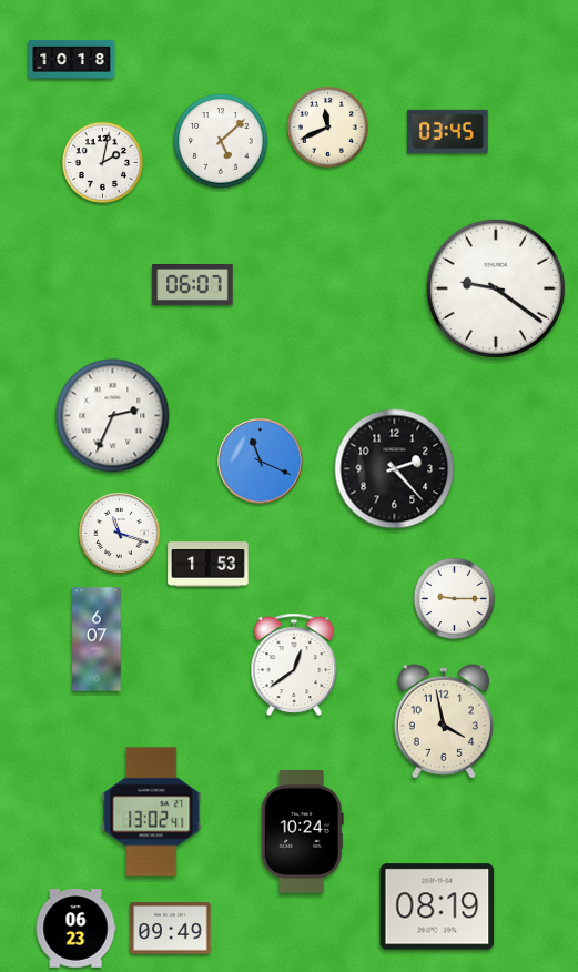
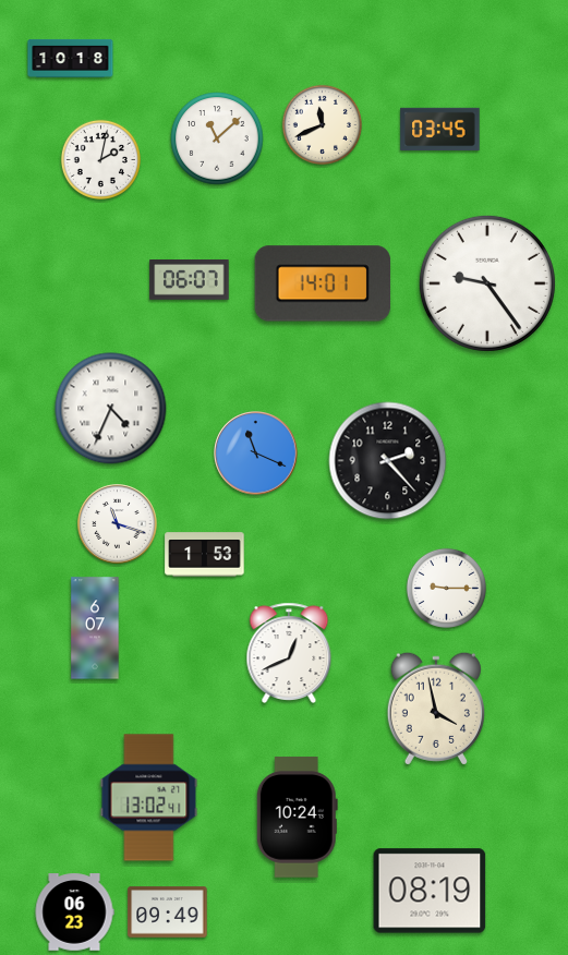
clock at (221, 141): 5:08 -> 11:08
clock at (322, 283): none -> 14:01
clock at (496, 288): 9:21 -> 9:24
clock at (113, 416): 2:34 -> 4:34
clock at (294, 664): 12:39 -> 12:41
